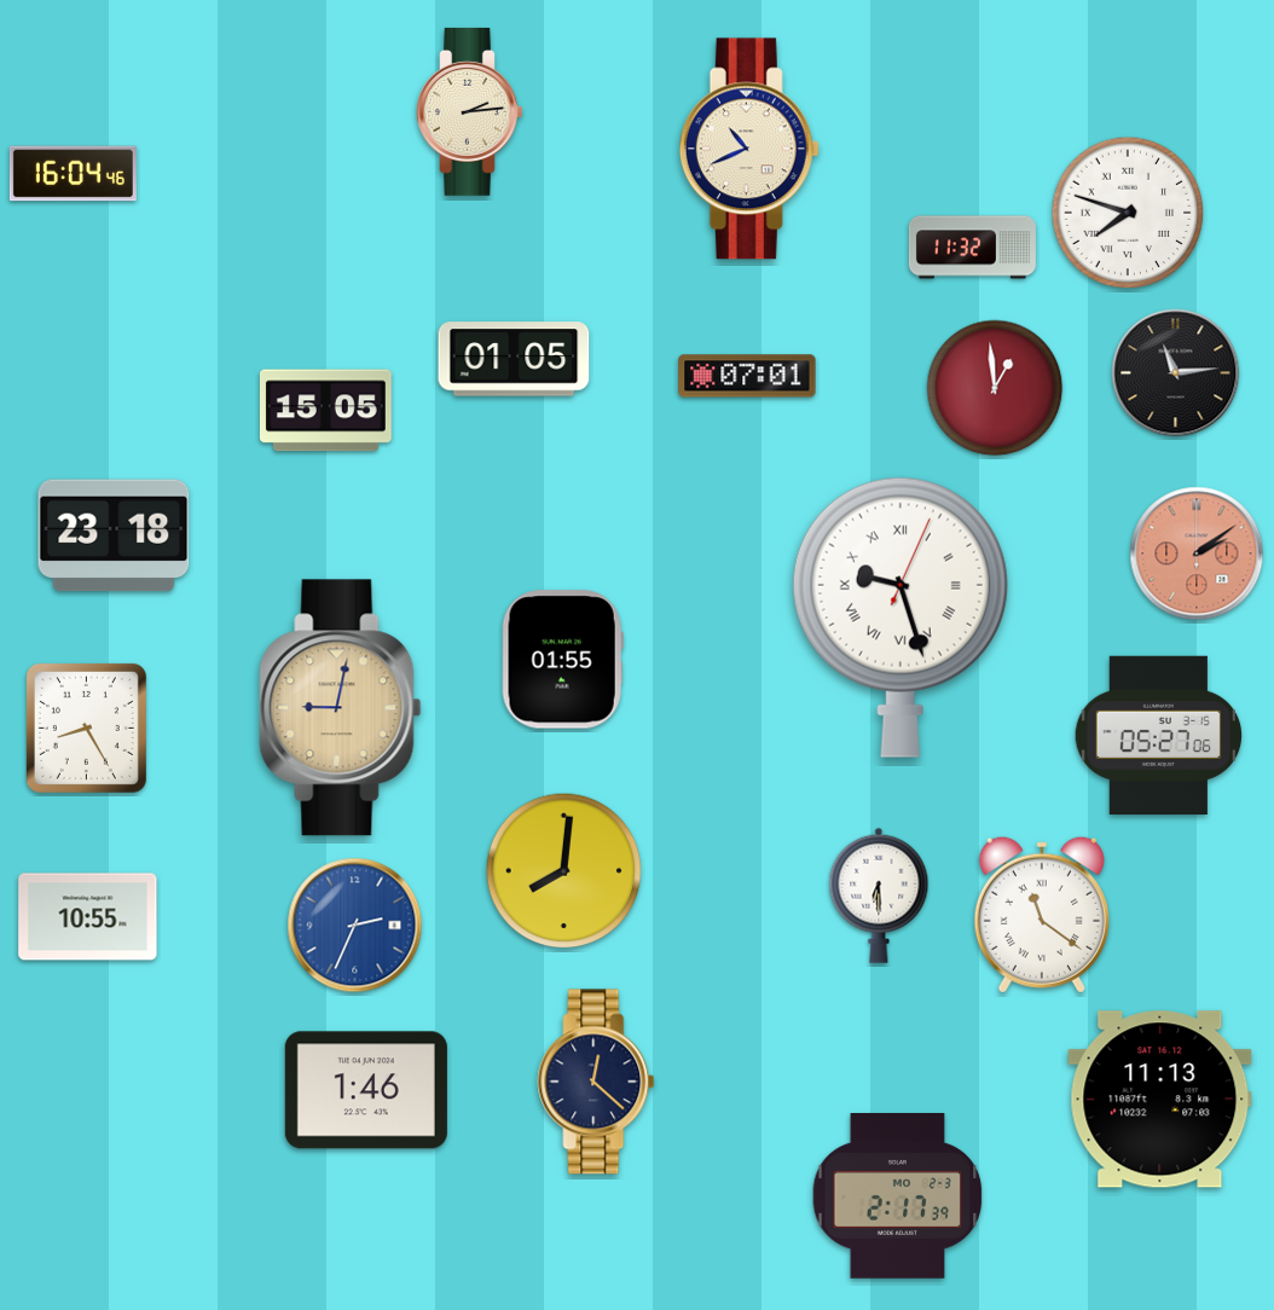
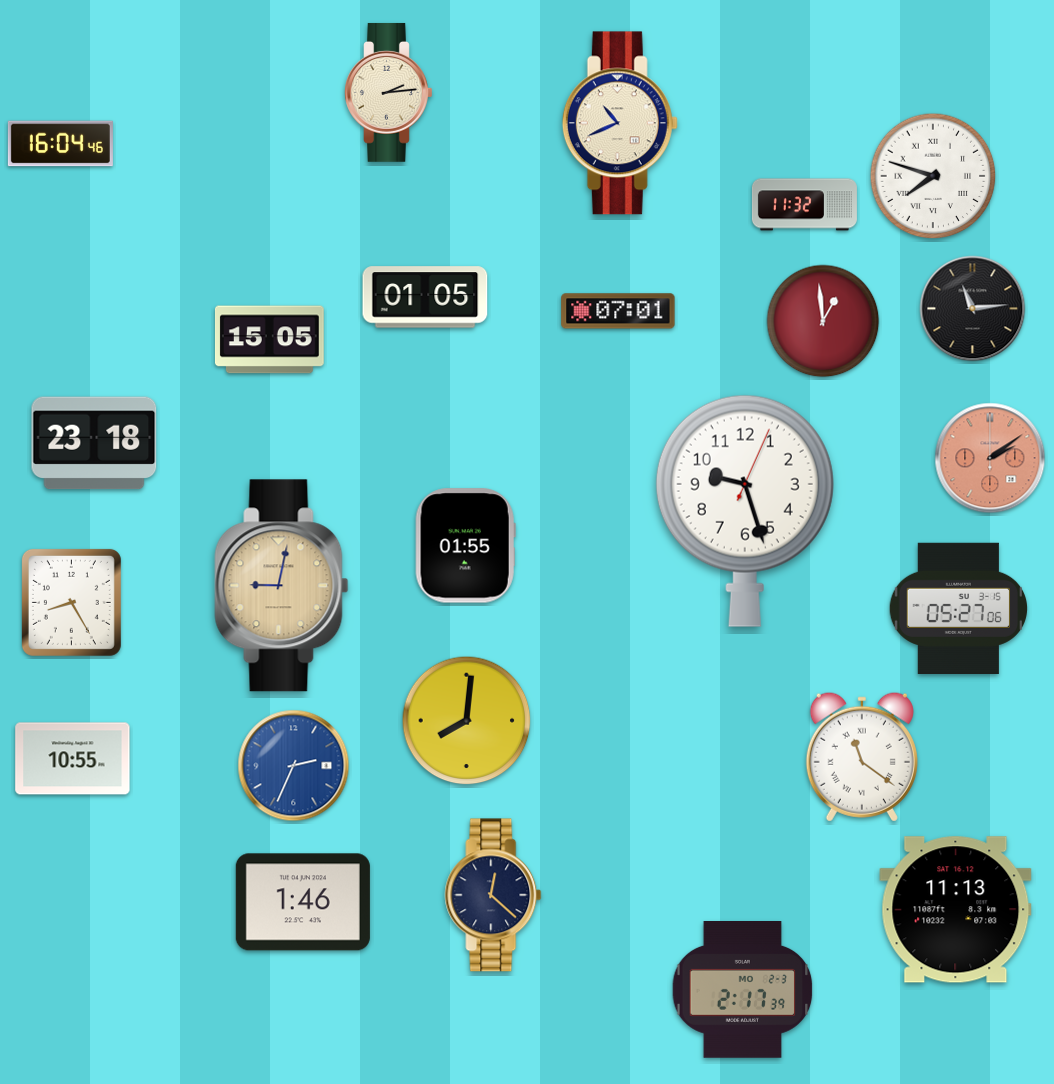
clock at (901, 618) numerals: Roman -> Arabic
clock at (879, 895): 6:30 -> none
clock at (1160, 1100) position: (1160, 1100) -> (956, 910)
